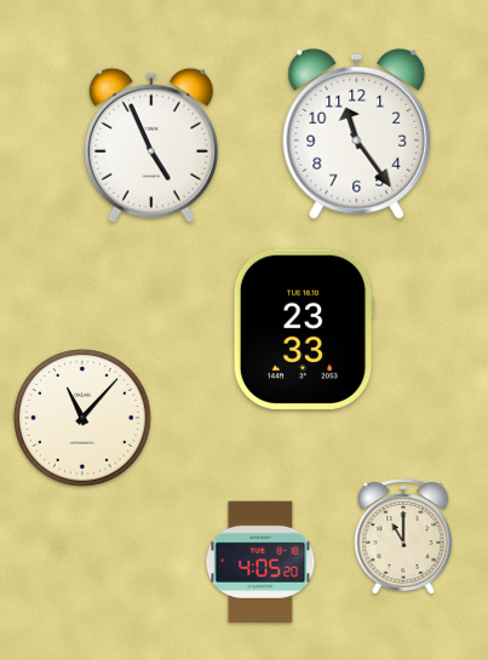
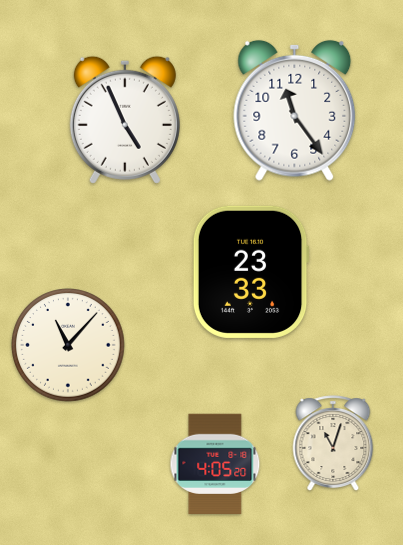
clock at (403, 536): 11:00 -> 11:03
